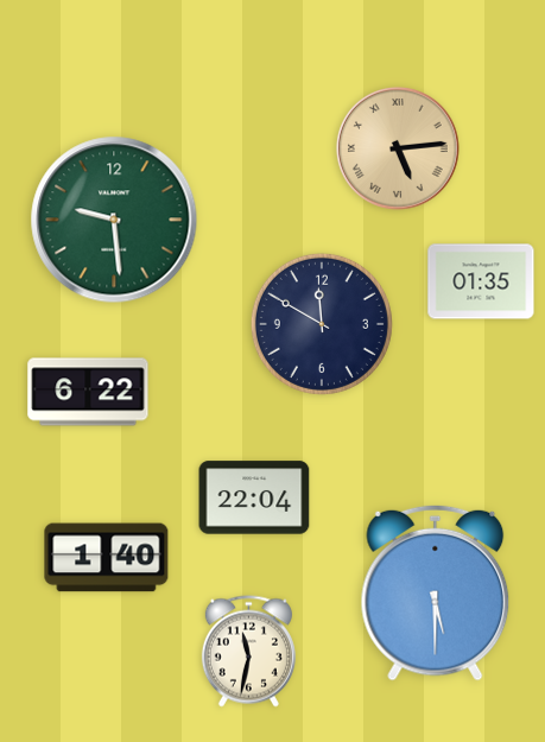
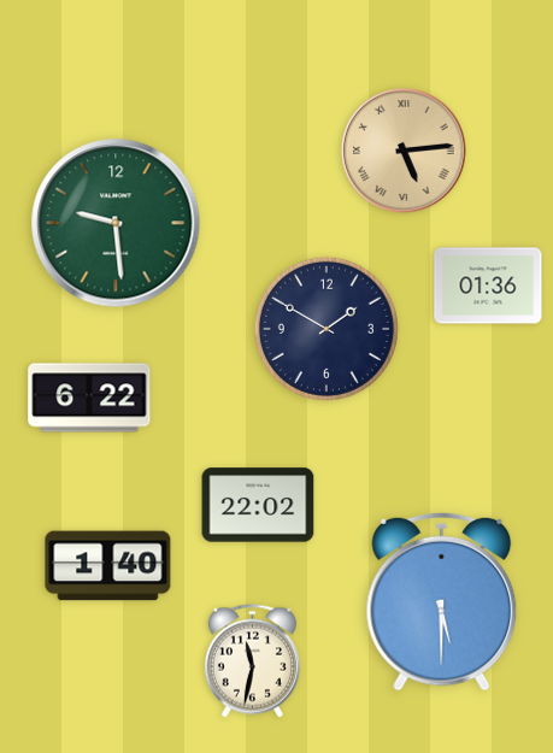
clock at (481, 281): 01:35 -> 01:36
clock at (322, 324): 11:50 -> 1:50
clock at (254, 497): 22:04 -> 22:02
